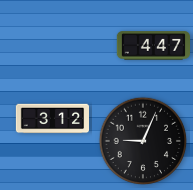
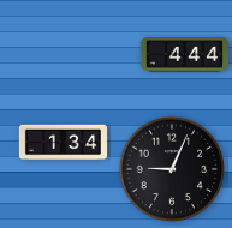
clock at (153, 46): 4:47 -> 4:44
clock at (53, 119): 3:12 -> 1:34
